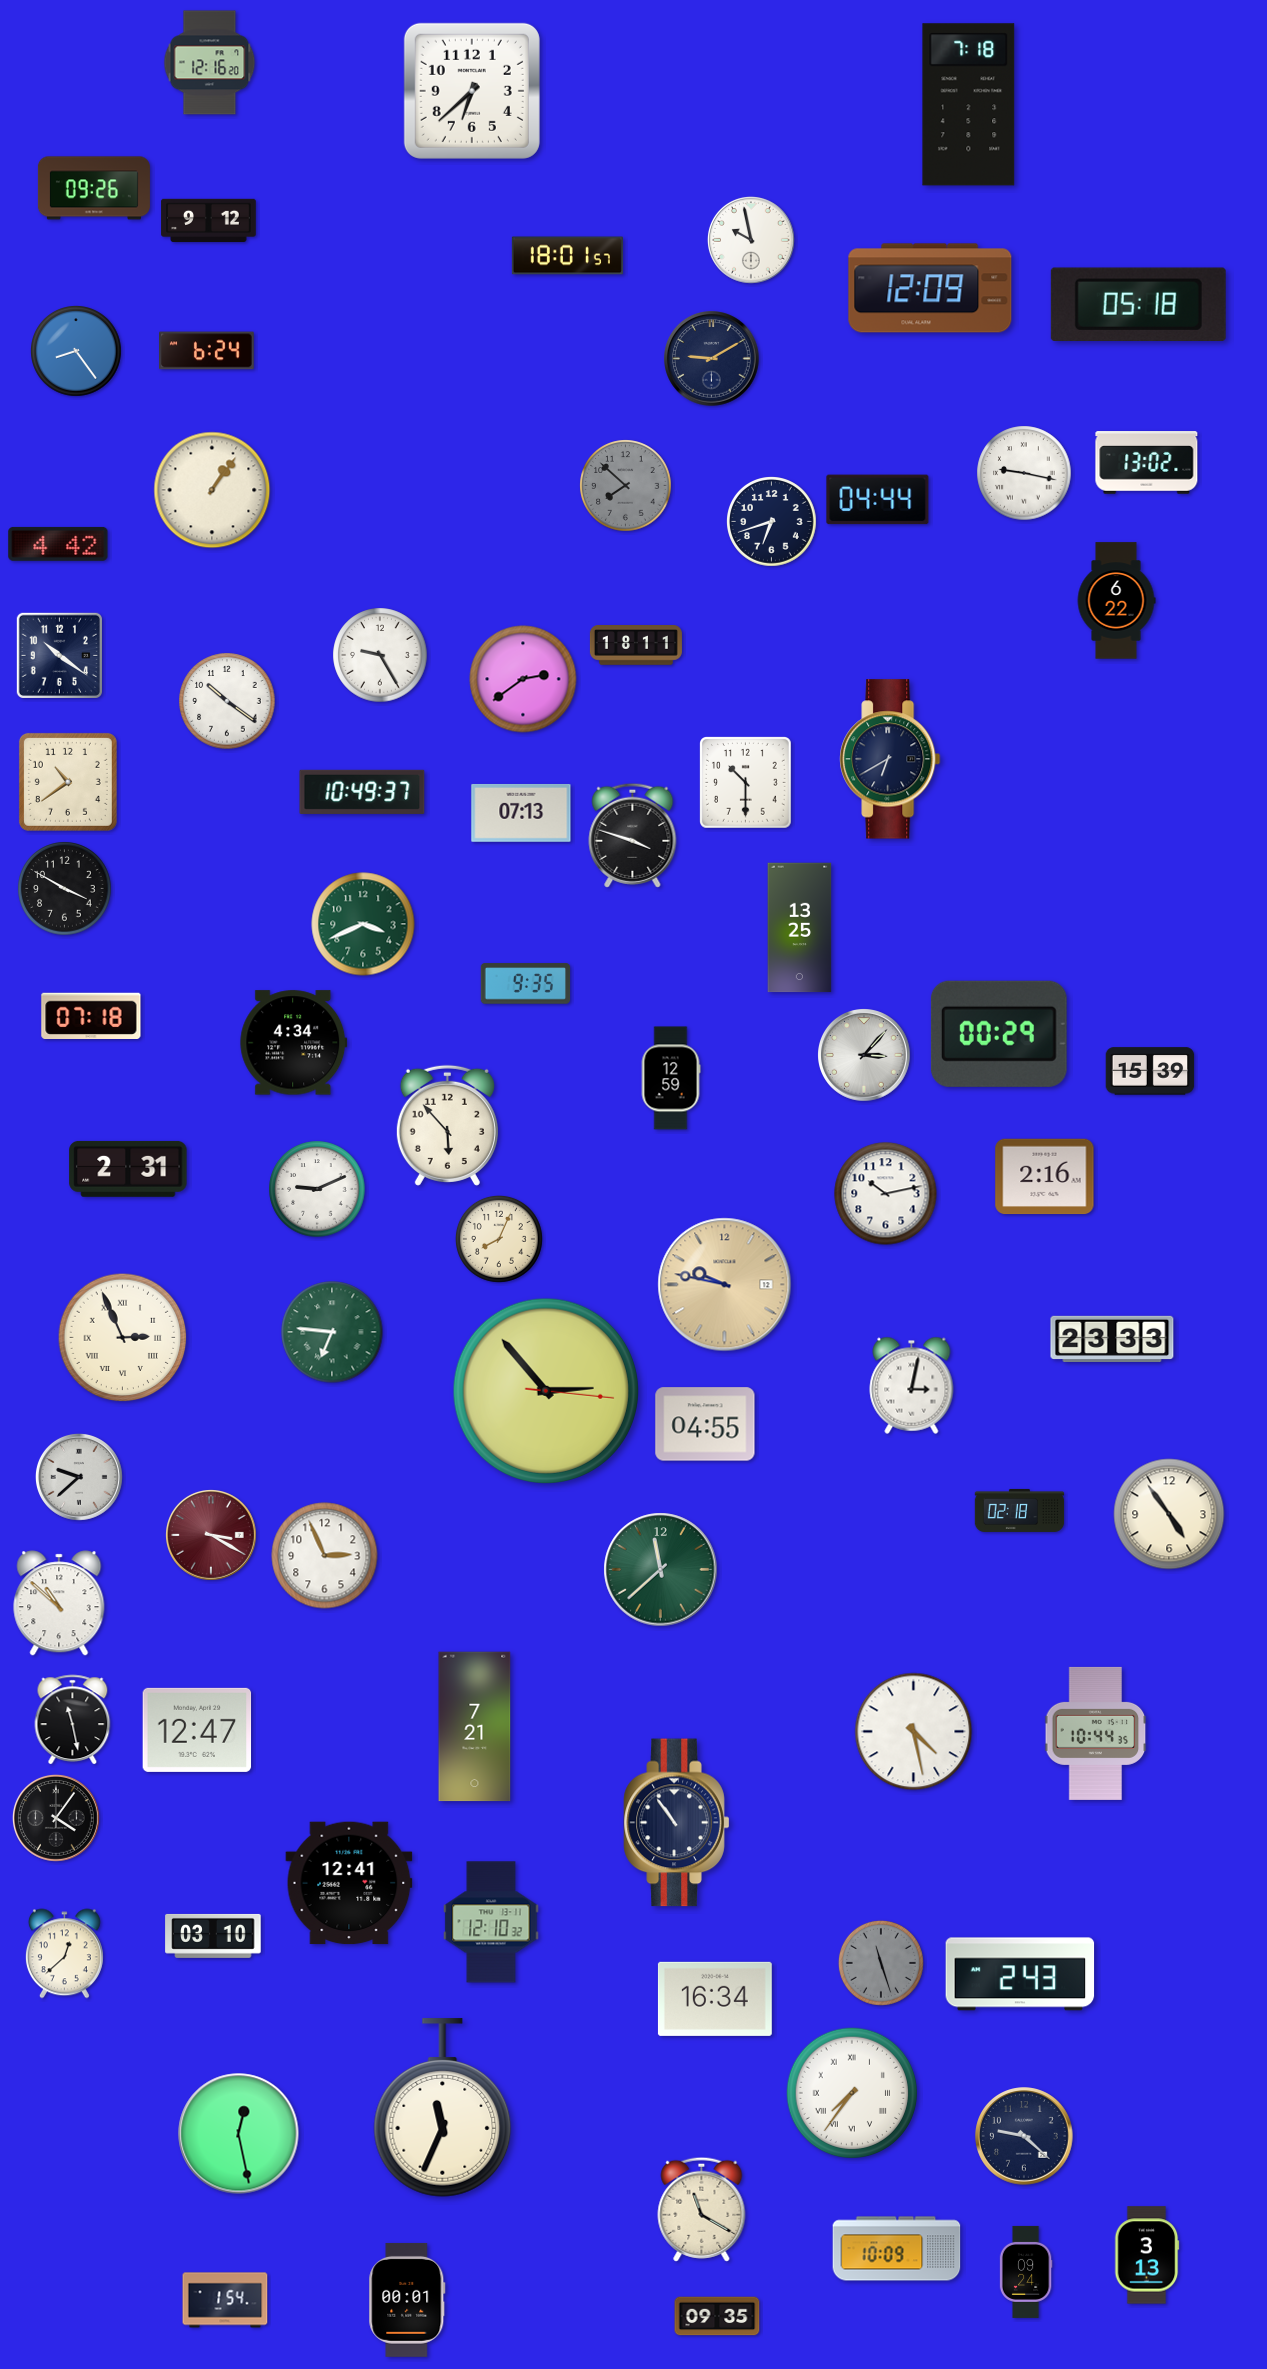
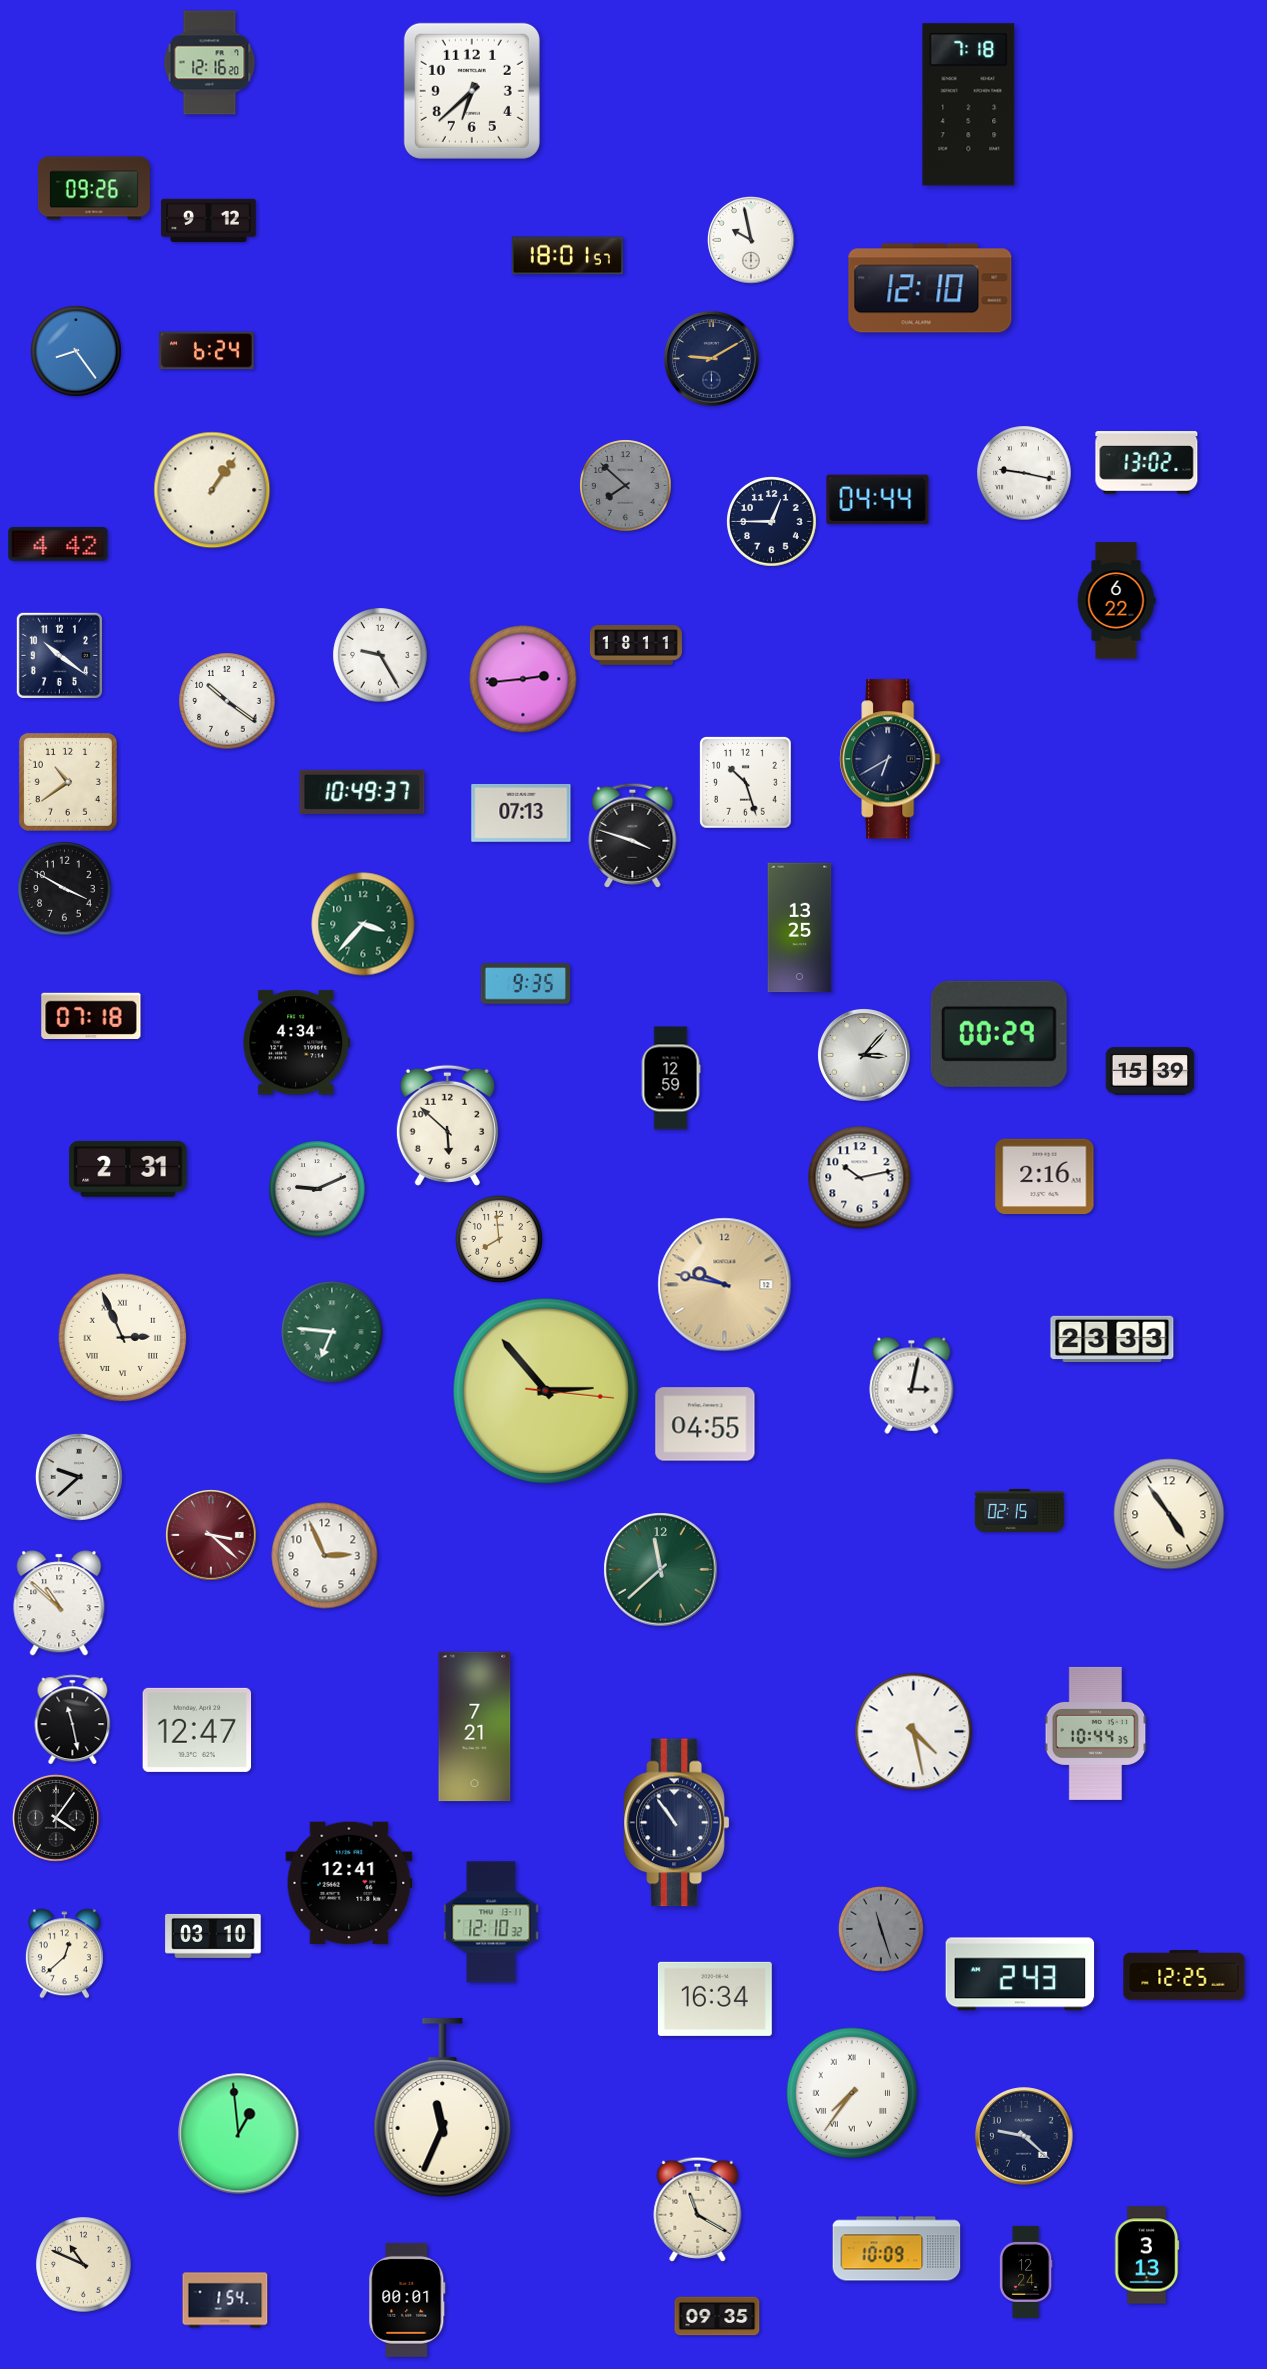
clock at (930, 288): 12:09 -> 12:10
clock at (1138, 304): 05:18 -> none
clock at (772, 522): 6:42 -> 12:45
clock at (523, 679): 2:39 -> 2:44
clock at (746, 783): 10:30 -> 10:27
clock at (363, 924): 3:41 -> 3:37
clock at (294, 1043) position: (294, 1043) -> (297, 1043)
clock at (447, 1125): 5:53 -> 5:52
clock at (886, 1194) position: (886, 1194) -> (860, 1178)
clock at (499, 1239): 8:04 -> 7:59
clock at (1020, 1510): 02:18 -> 02:15
clock at (212, 1536): 3:20 -> 3:22
clock at (881, 1963) position: (881, 1963) -> (881, 1929)
clock at (1184, 1975): none -> 12:25
clock at (239, 2134): 12:28 -> 12:59
clock at (702, 2209) position: (702, 2209) -> (698, 2209)
clock at (84, 2265): none -> 10:49
clock at (1026, 2272): 09:24 -> 12:24
